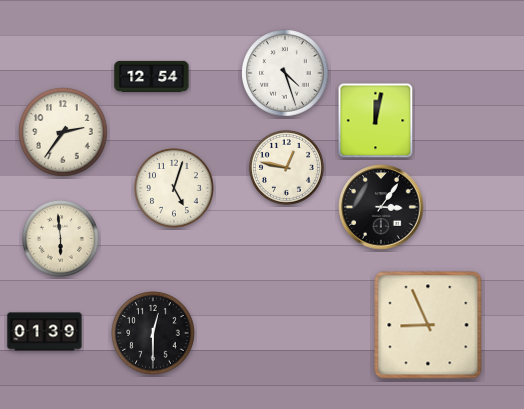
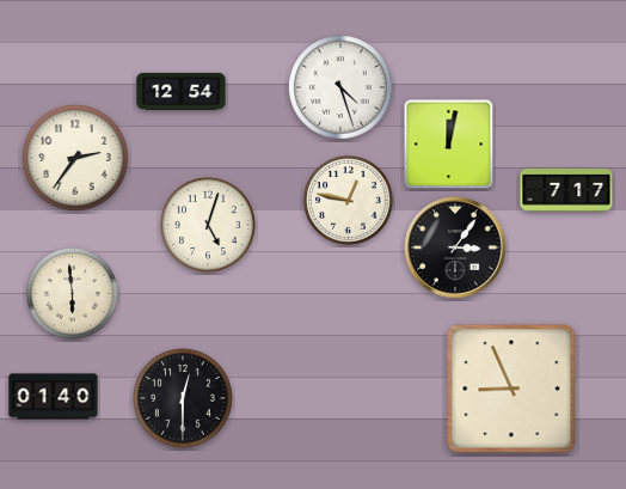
clock at (566, 190): none -> 7:17
clock at (286, 167) position: (286, 167) -> (348, 200)
clock at (61, 239) position: (61, 239) -> (73, 294)
clock at (45, 332): 01:39 -> 01:40
